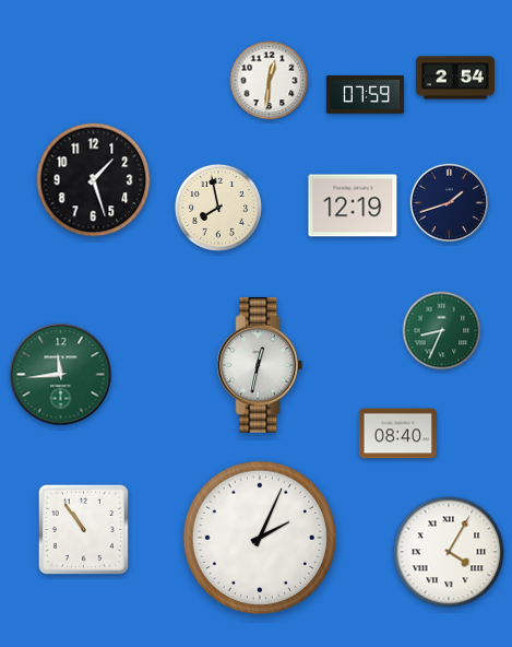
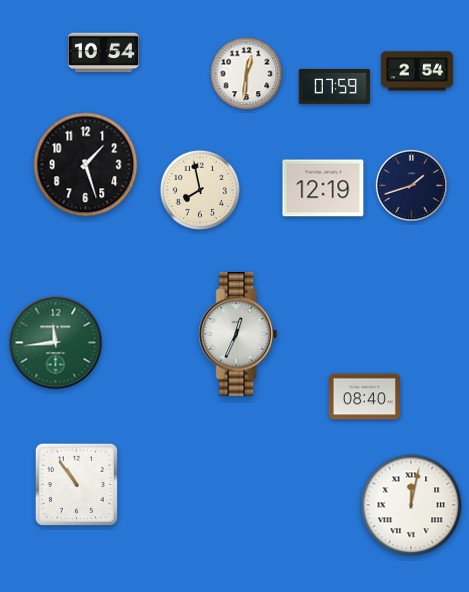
clock at (103, 53): none -> 10:54
clock at (442, 331): 8:34 -> none
clock at (260, 365): 12:32 -> 12:34
clock at (259, 537): 2:04 -> none
clock at (449, 552): 4:05 -> 12:02
